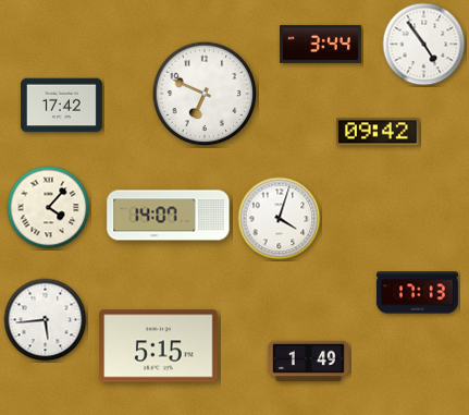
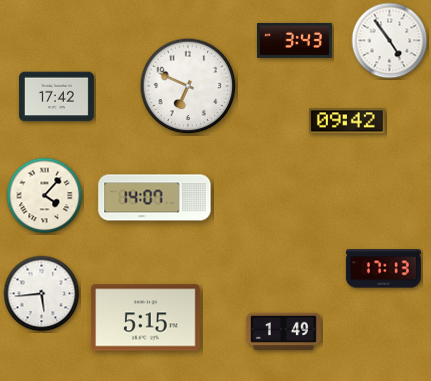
clock at (320, 44): 3:44 -> 3:43
clock at (49, 208) position: (49, 208) -> (45, 196)
clock at (280, 219): 4:03 -> none
